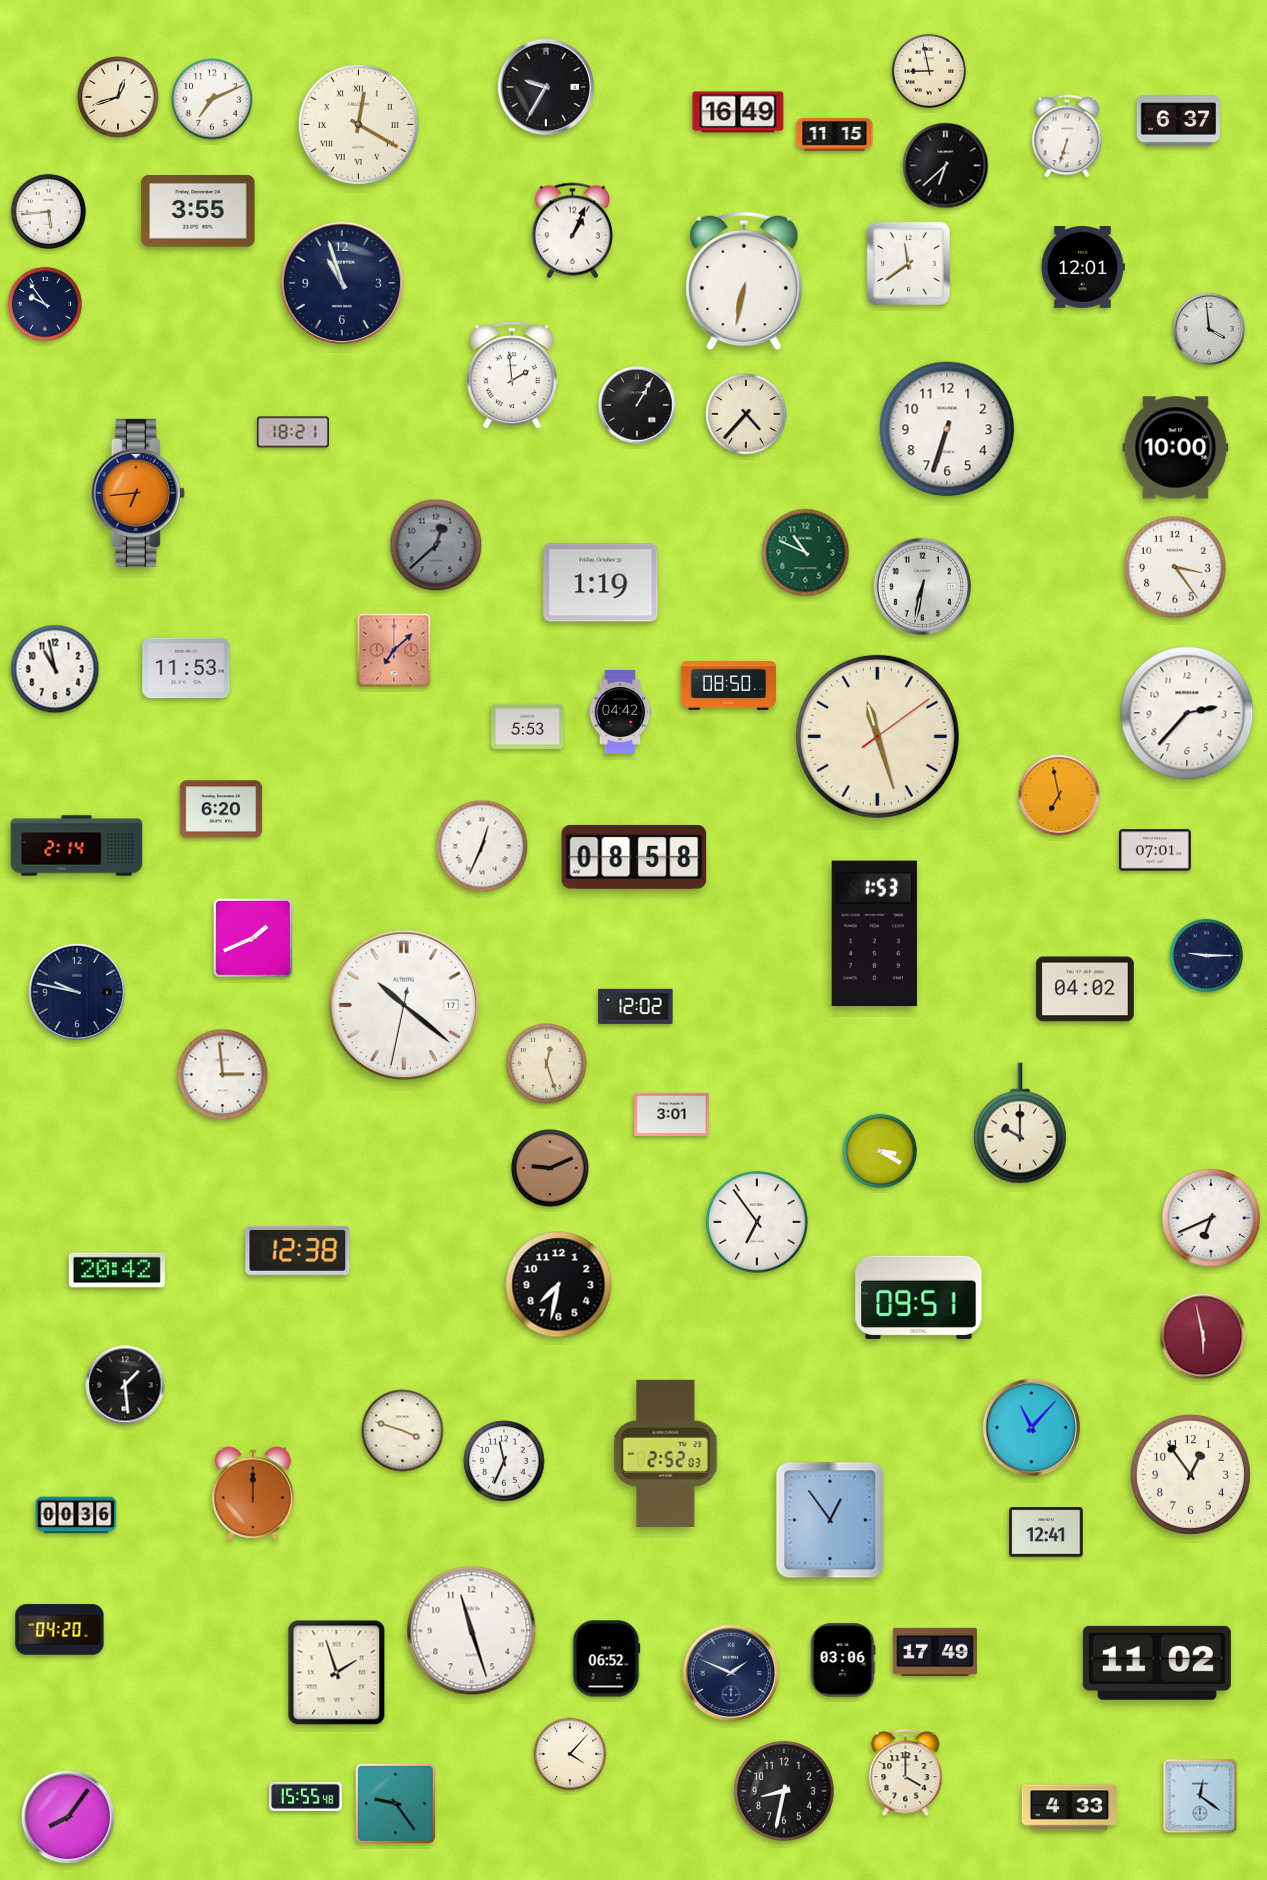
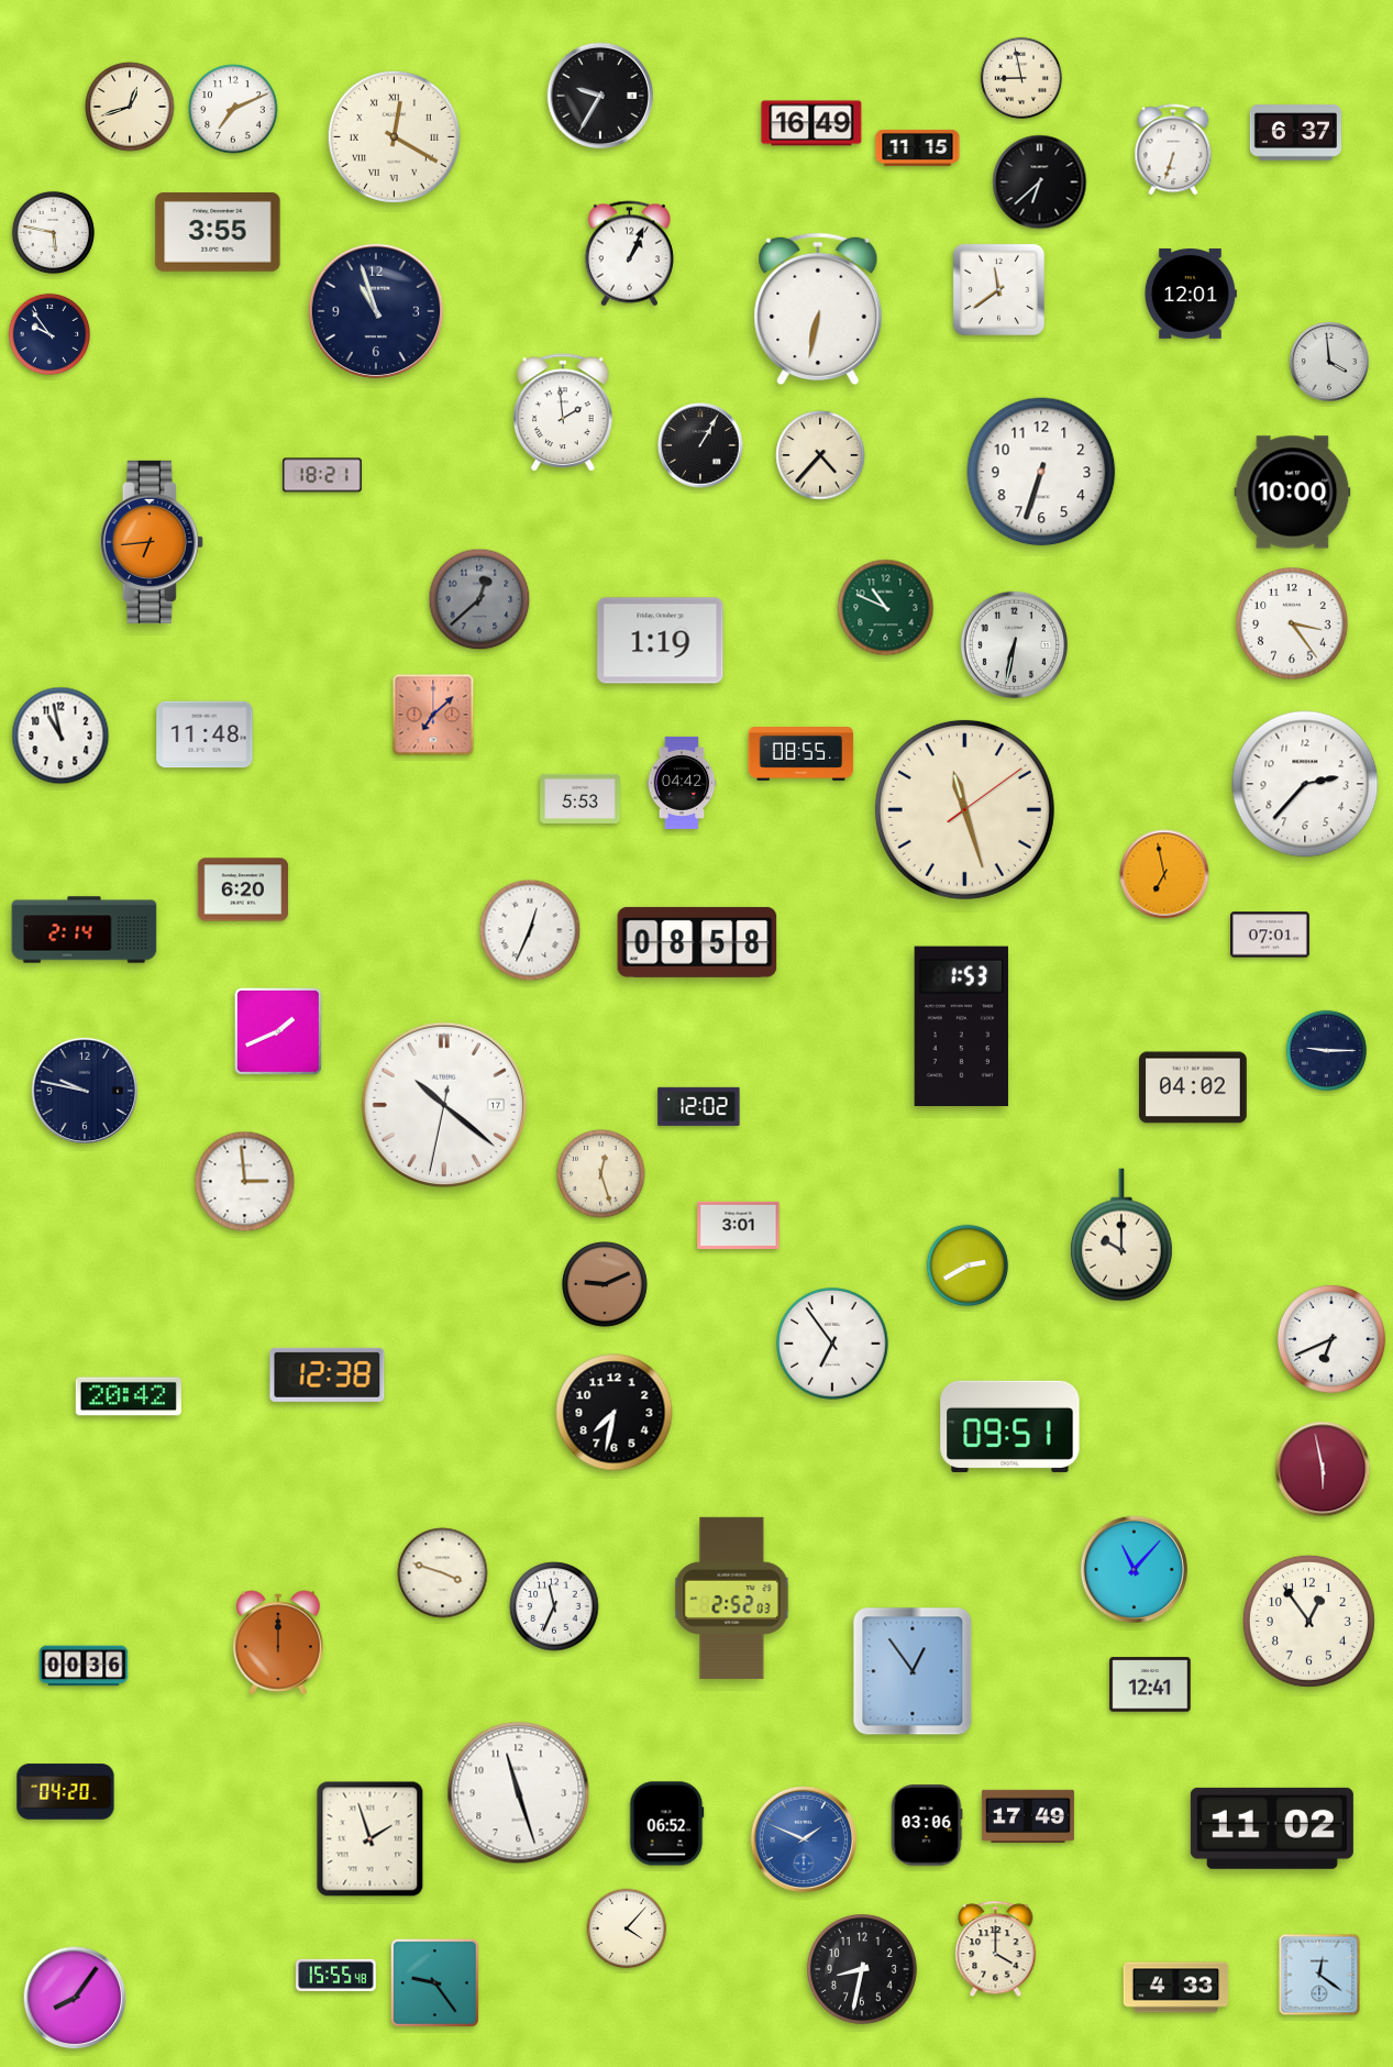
clock at (48, 211): 5:44 -> 5:47
clock at (186, 668): 11:53 -> 11:48
clock at (729, 686): 08:50 -> 08:55
clock at (547, 1064) position: (547, 1064) -> (601, 1174)
clock at (879, 1150): 3:20 -> 2:40
clock at (125, 1385): 1:29 -> none
clock at (730, 1672) dial: navy -> blue
